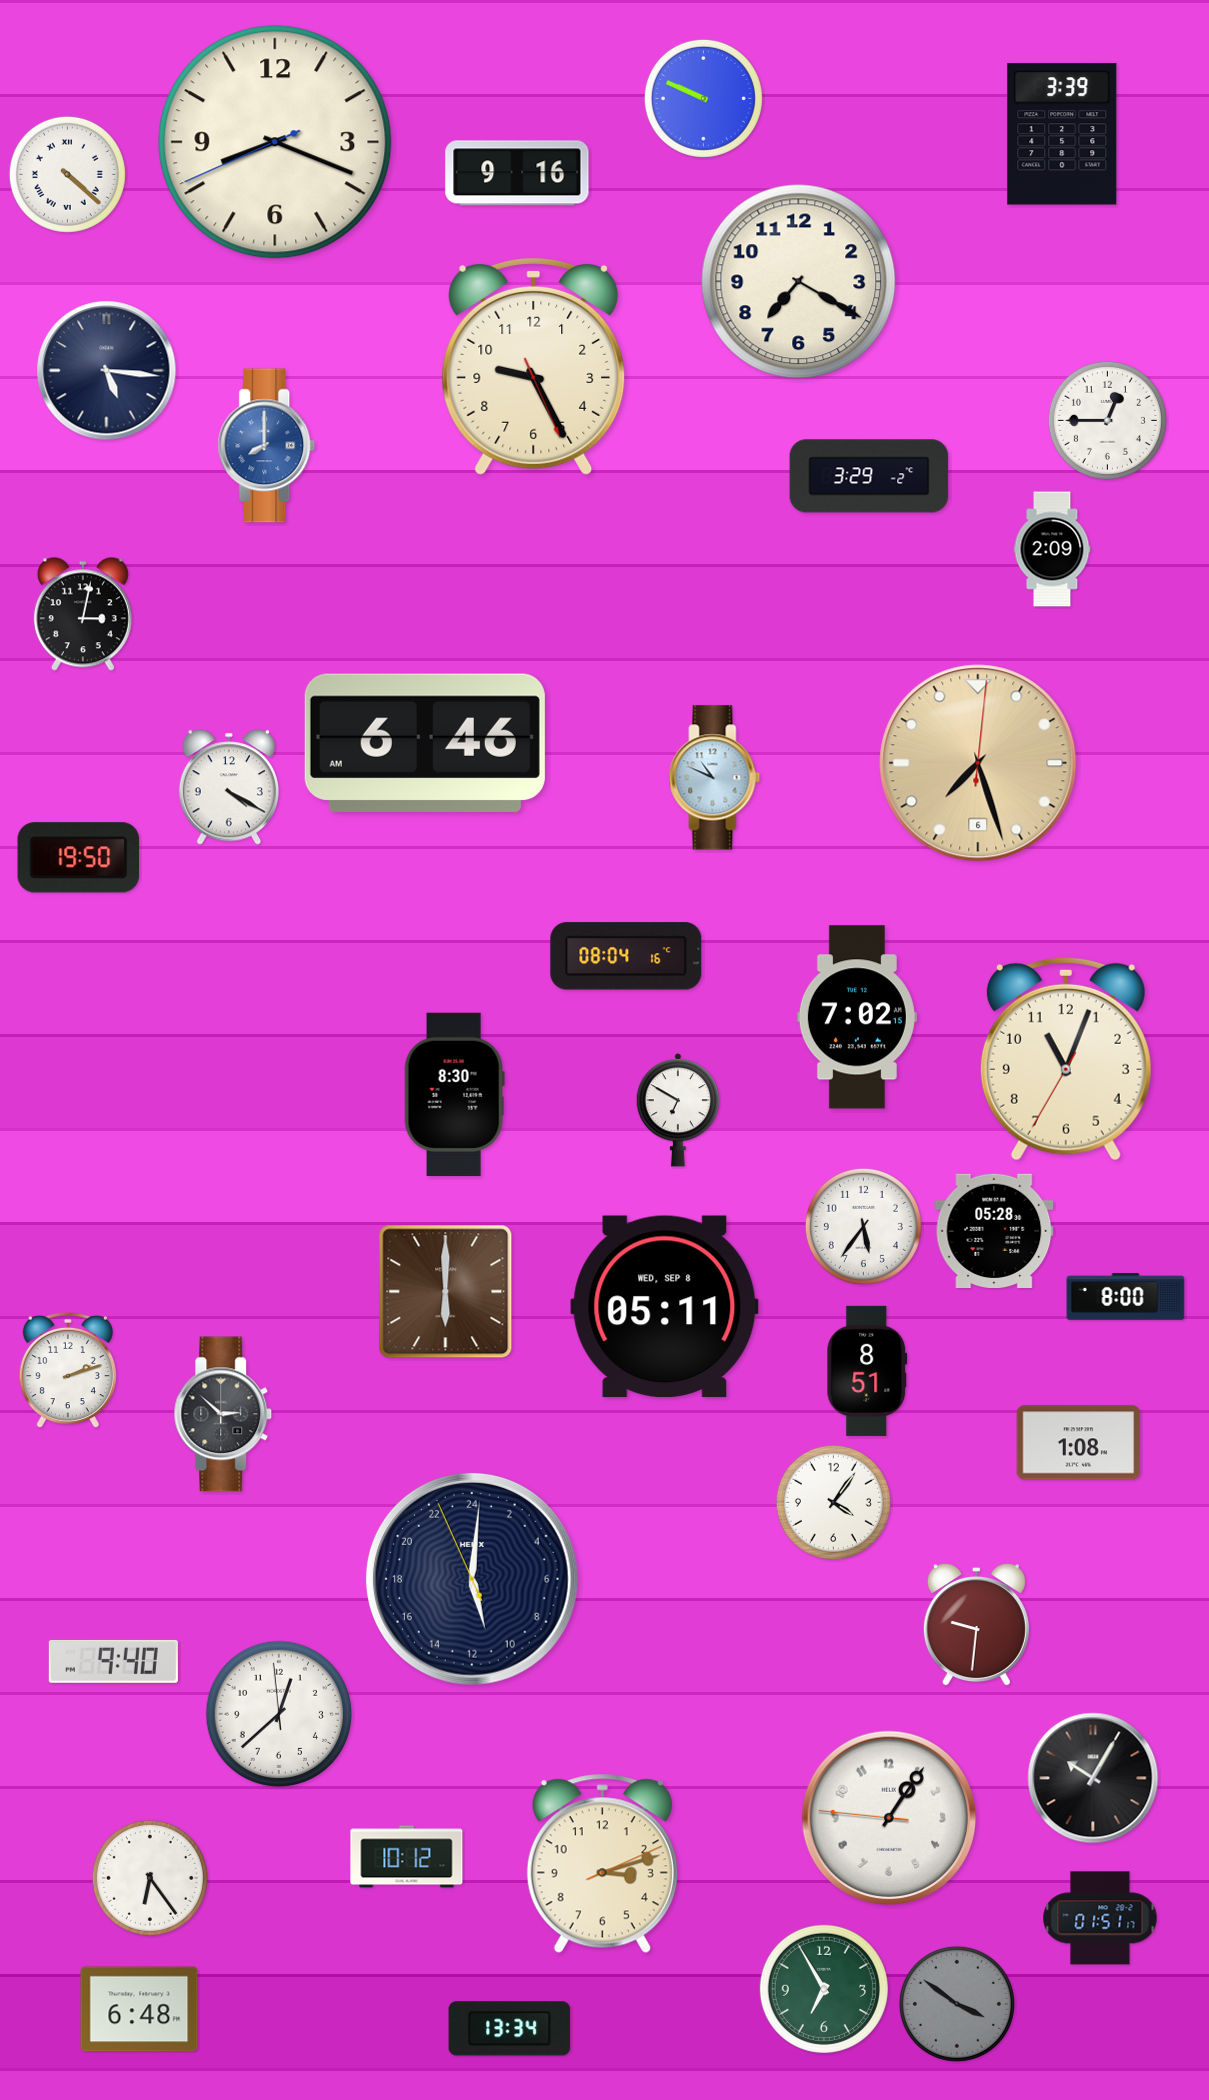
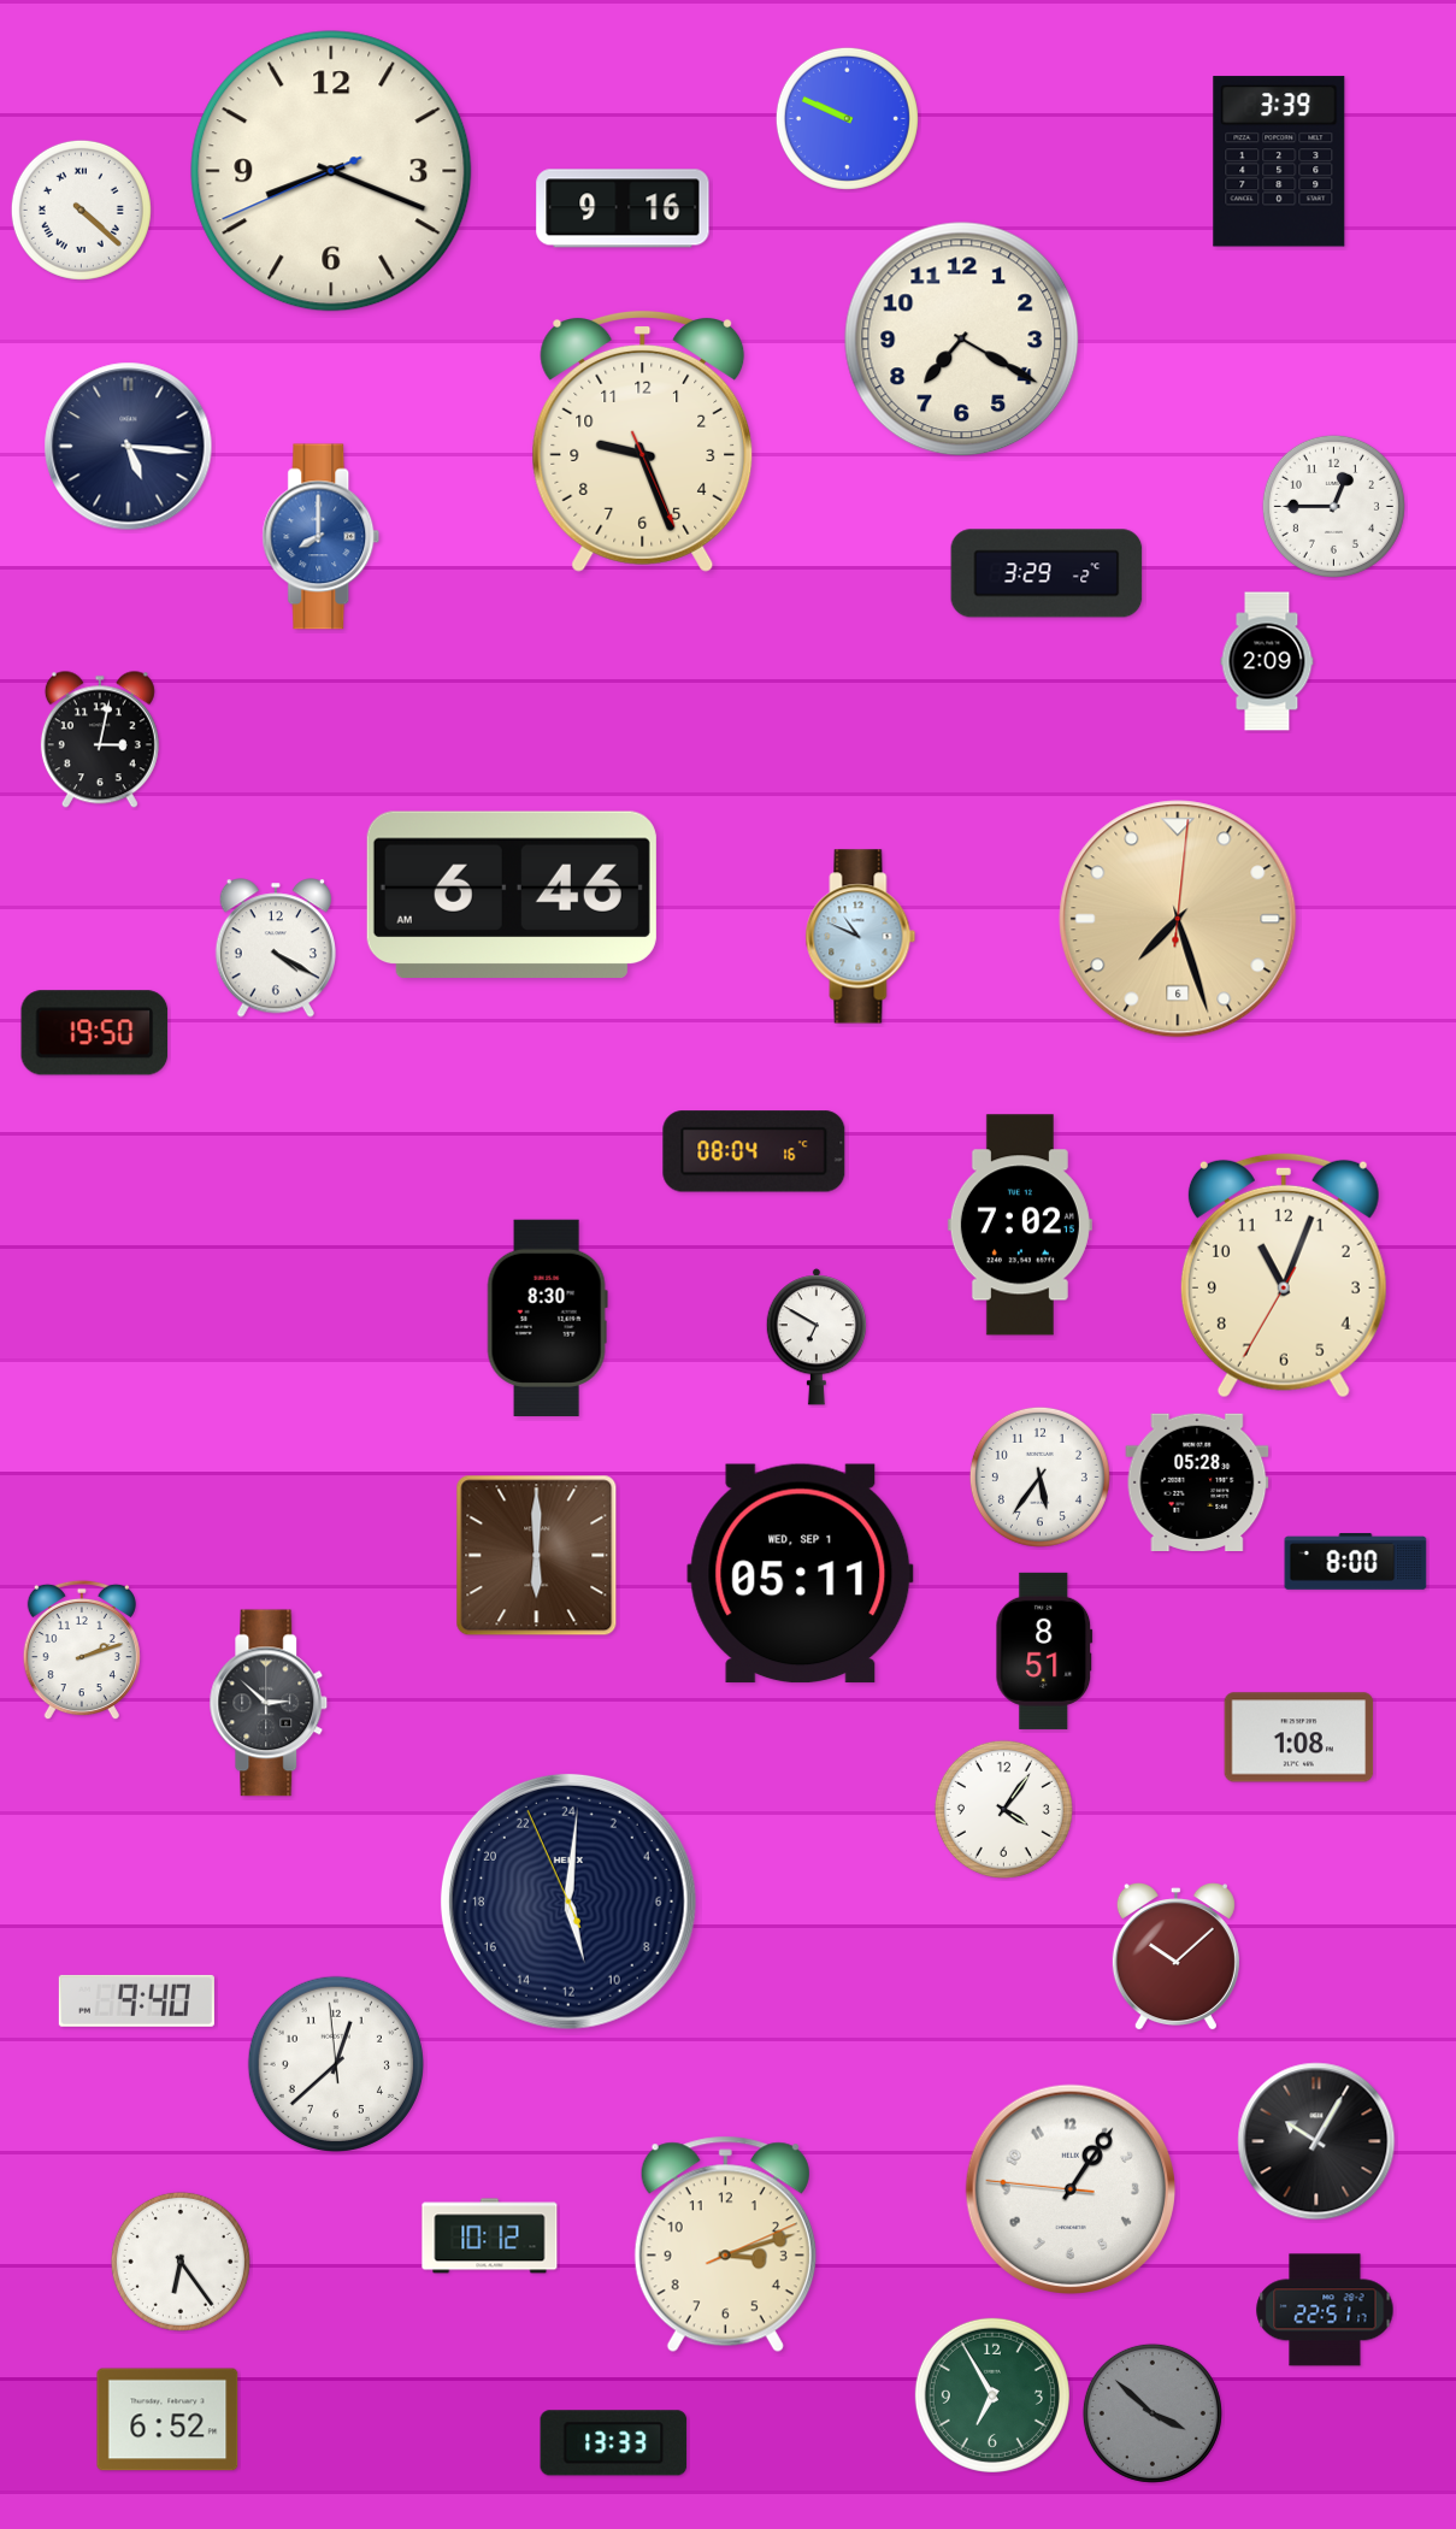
clock at (534, 366): 9:25 -> 9:26
clock at (857, 1017) position: (857, 1017) -> (1020, 1225)
clock at (665, 1307) date: WED, SEP 8 -> WED, SEP 1
clock at (976, 1626): 9:31 -> 10:08
clock at (1100, 1918): 01:51 -> 22:51
clock at (957, 2004): 3:51 -> 3:52
clock at (139, 2009): 6:48 -> 6:52
clock at (510, 2029): 13:34 -> 13:33
